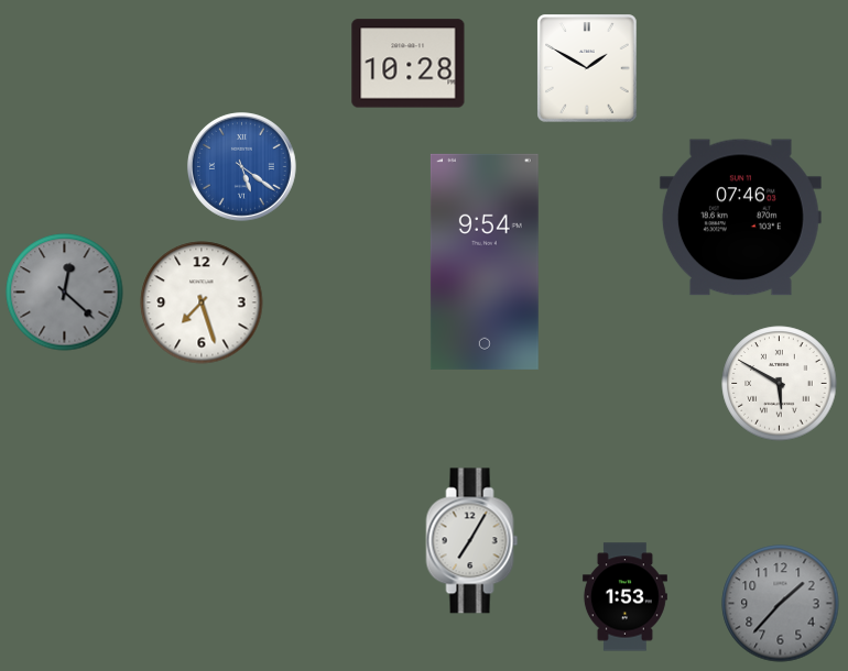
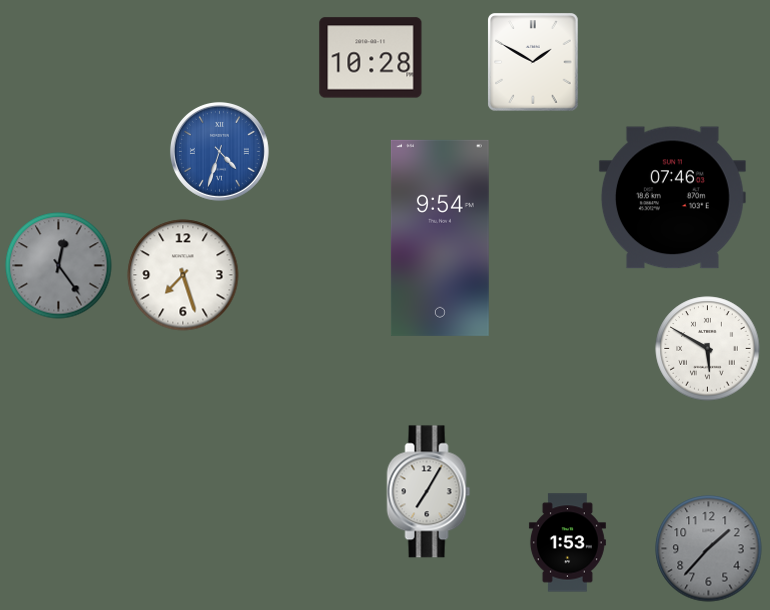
clock at (241, 167): 5:21 -> 4:33
clock at (65, 293): 12:22 -> 12:24
